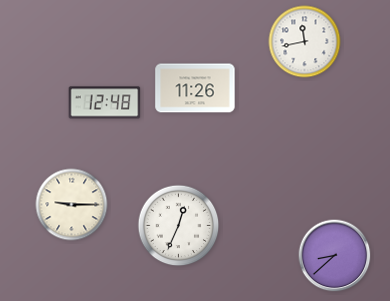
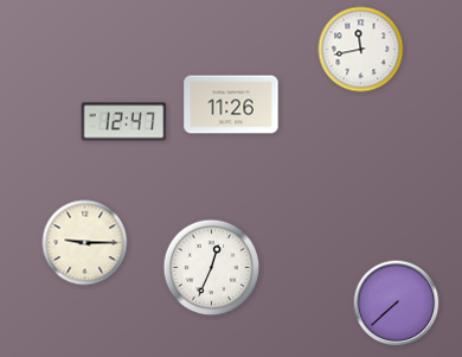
clock at (105, 103): 12:48 -> 12:47
clock at (335, 256): 8:38 -> 7:38
